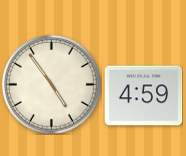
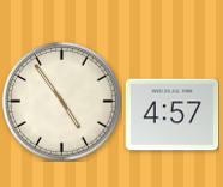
clock at (143, 96): 4:59 -> 4:57
